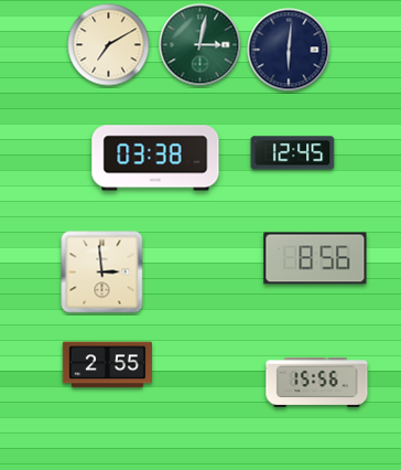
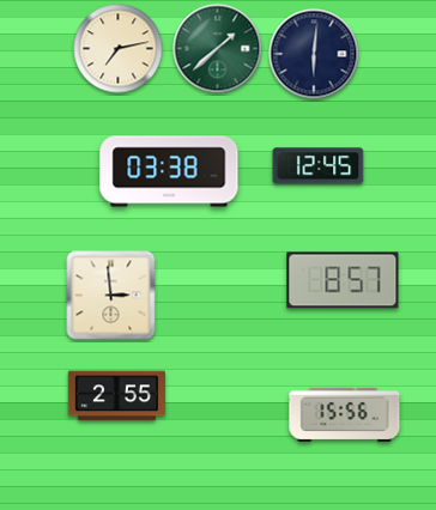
clock at (109, 45): 7:10 -> 7:13
clock at (201, 45): 3:02 -> 1:38
clock at (315, 258): 8:56 -> 8:57
